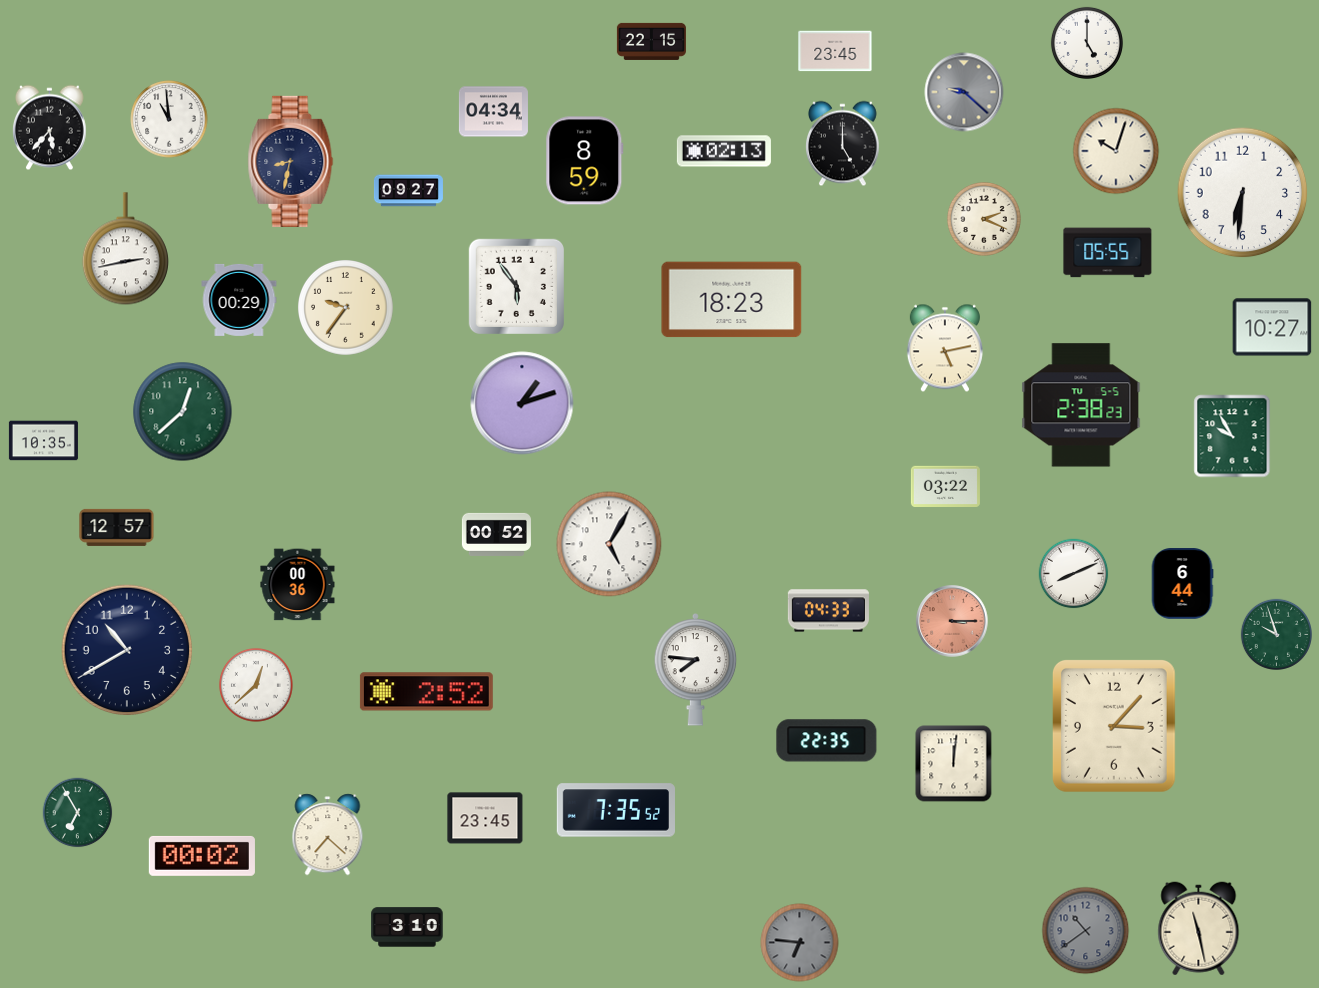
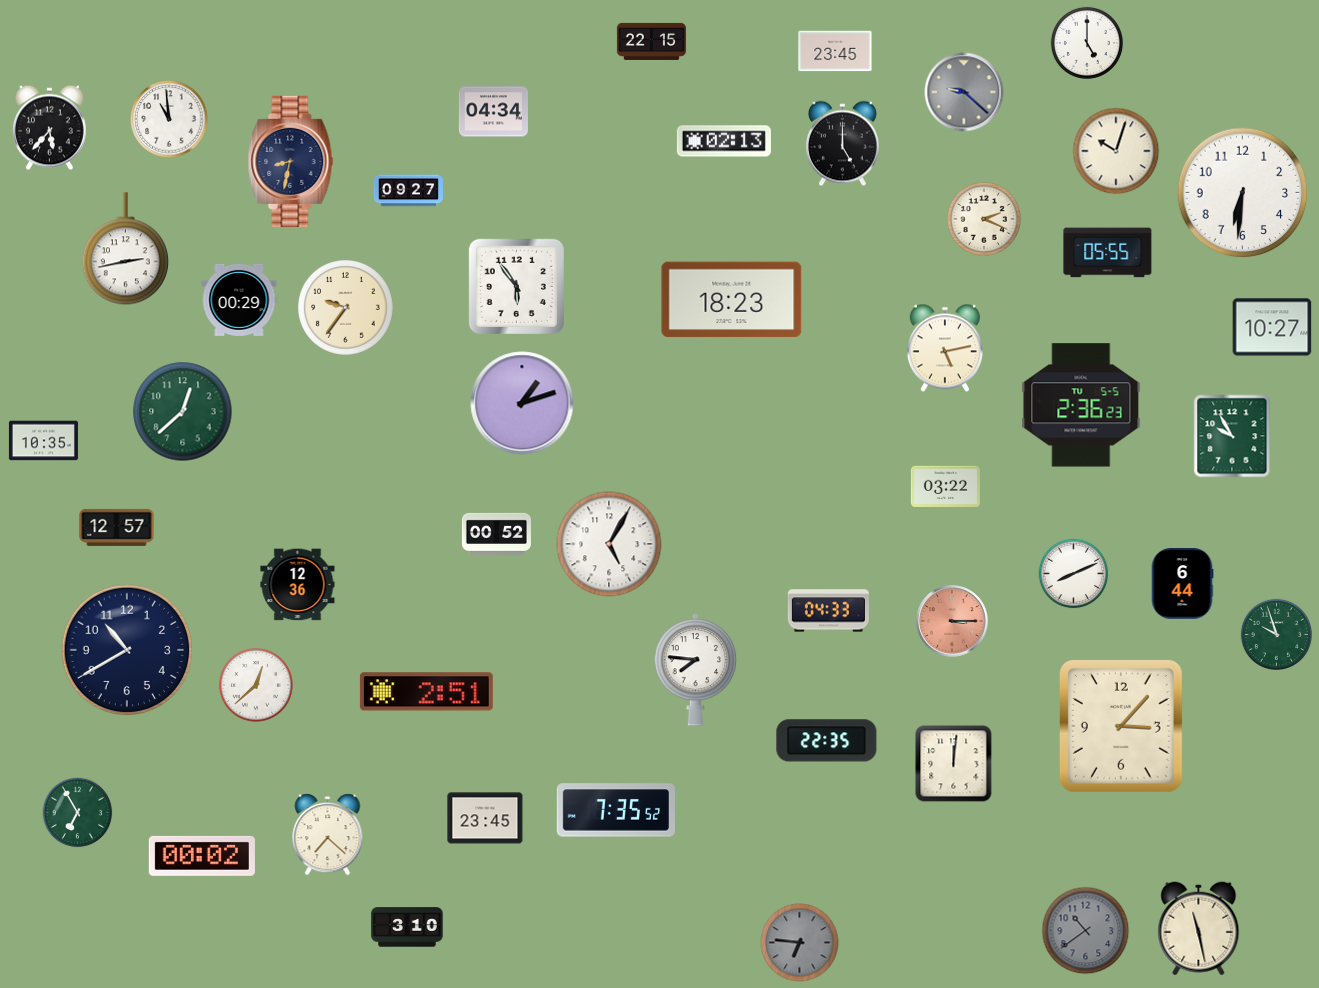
clock at (724, 151) position: (724, 151) -> (724, 141)
clock at (585, 161): 8:59 -> none
clock at (1081, 405): 2:38 -> 2:36
clock at (298, 585): 00:36 -> 12:36
clock at (426, 692): 2:52 -> 2:51
clock at (1114, 726) position: (1114, 726) -> (1121, 726)
